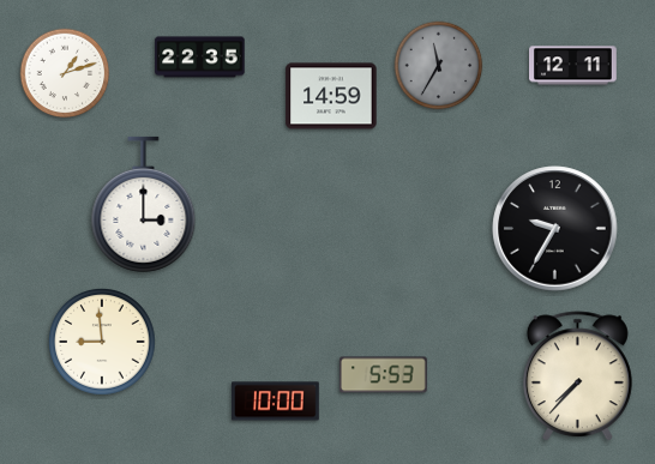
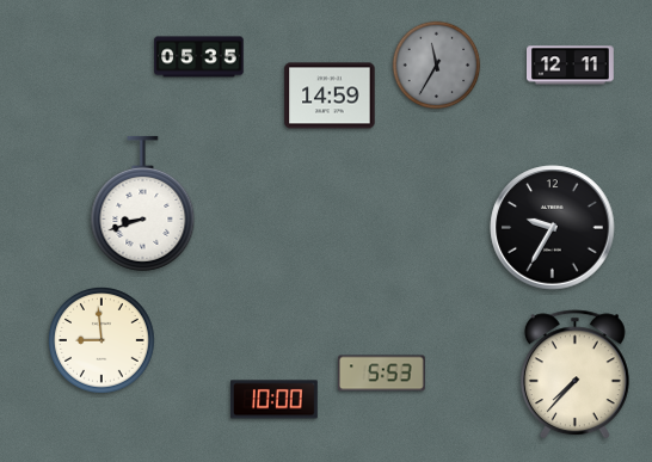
clock at (200, 58): 22:35 -> 05:35
clock at (65, 73): 1:12 -> none
clock at (144, 204): 3:00 -> 8:42
